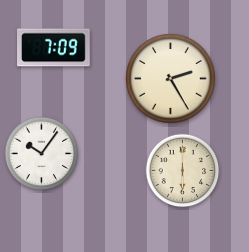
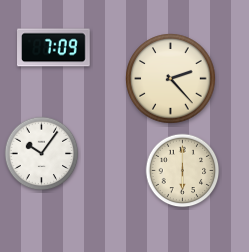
clock at (171, 79): 2:25 -> 2:23
